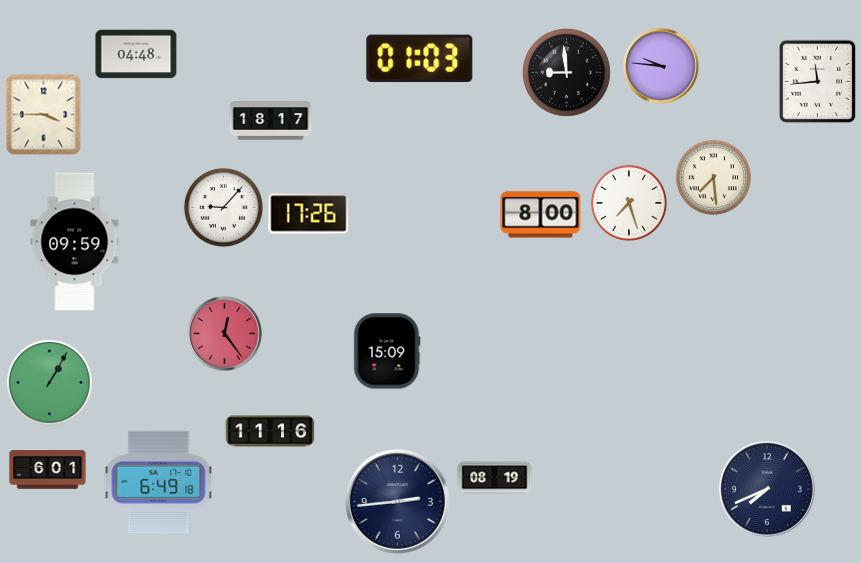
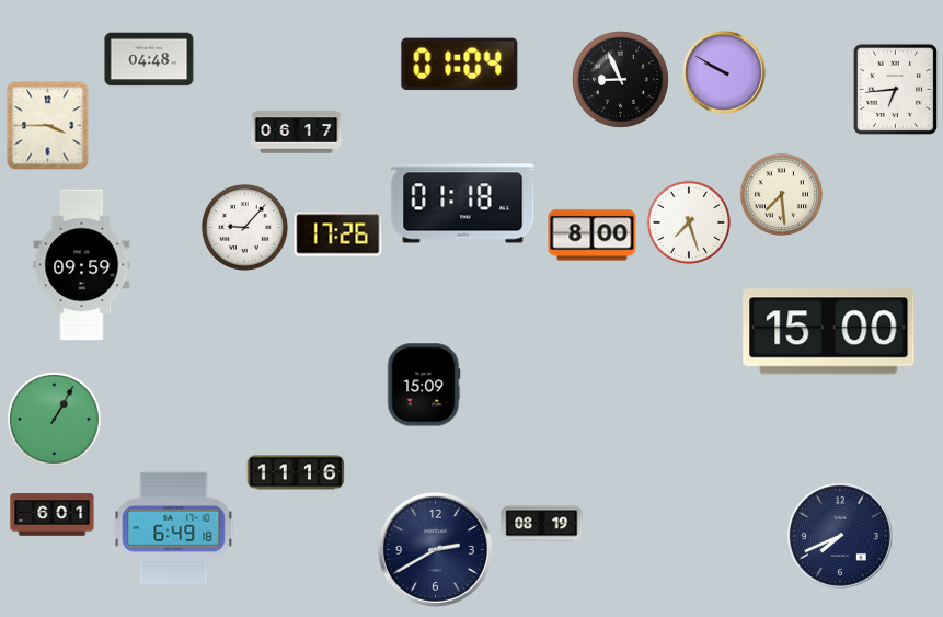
clock at (420, 59): 01:03 -> 01:04
clock at (661, 66): 9:46 -> 9:50
clock at (567, 73): 8:59 -> 8:56
clock at (817, 81): 11:44 -> 6:44
clock at (271, 121): 18:17 -> 06:17
clock at (463, 204): none -> 01:18
clock at (829, 332): none -> 15:00
clock at (225, 334): 12:24 -> none
clock at (397, 501): 2:44 -> 2:40
